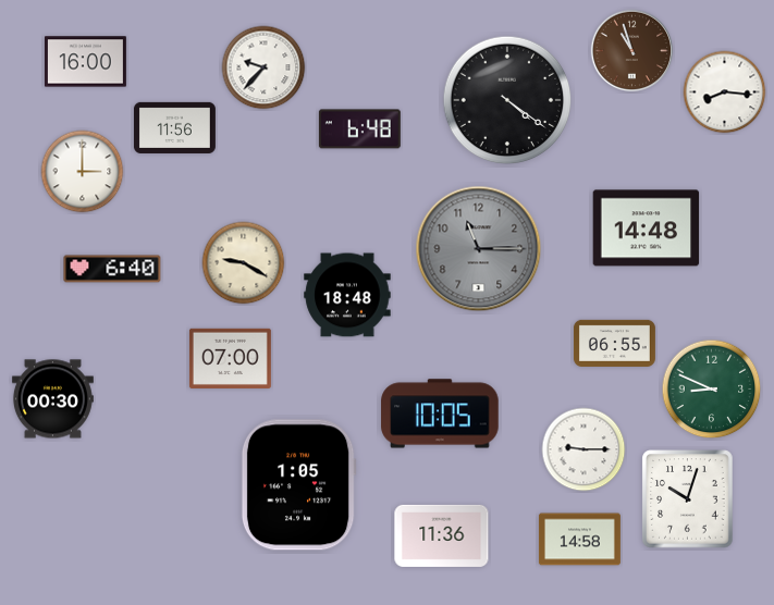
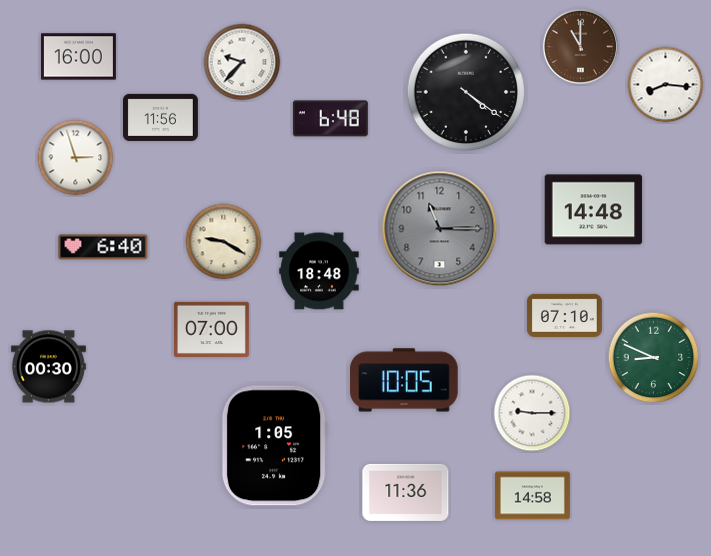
clock at (632, 51): 10:57 -> 11:00
clock at (83, 172): 3:00 -> 2:57
clock at (614, 343): 06:55 -> 07:10
clock at (583, 449) position: (583, 449) -> (532, 413)
clock at (688, 499): 10:03 -> none
